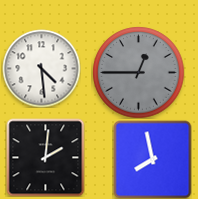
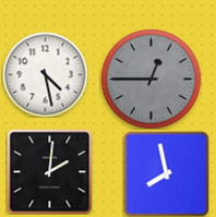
clock at (41, 68): 4:29 -> 4:28
